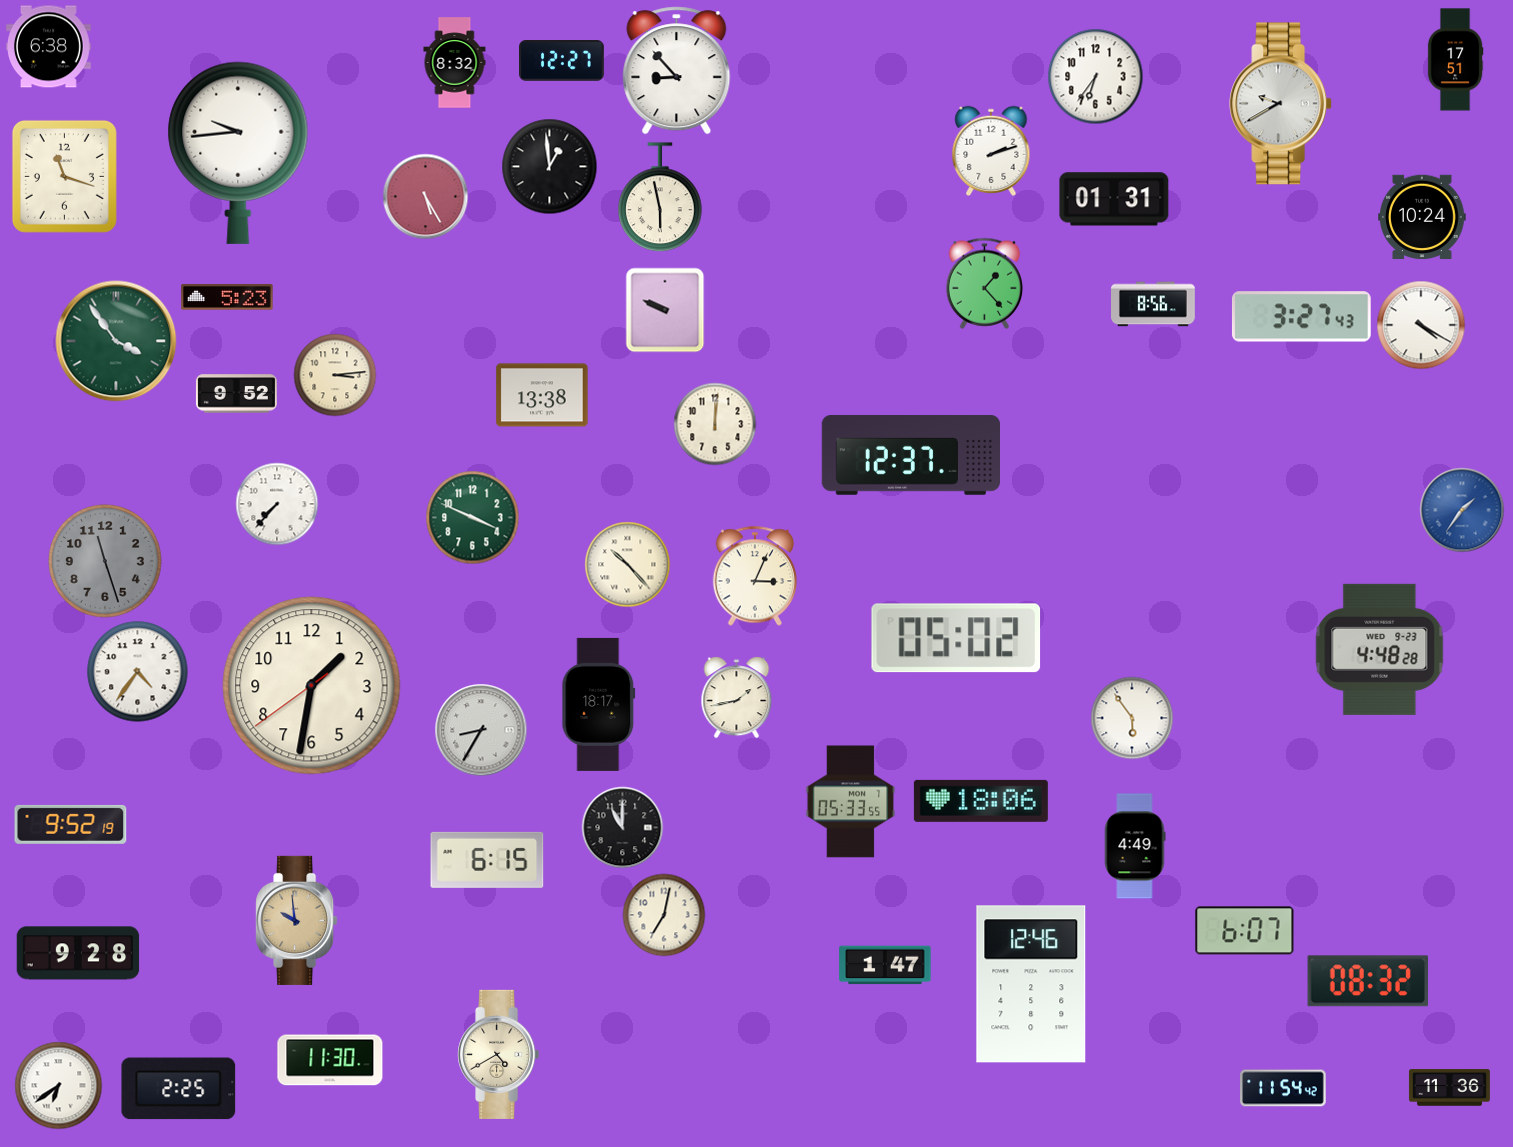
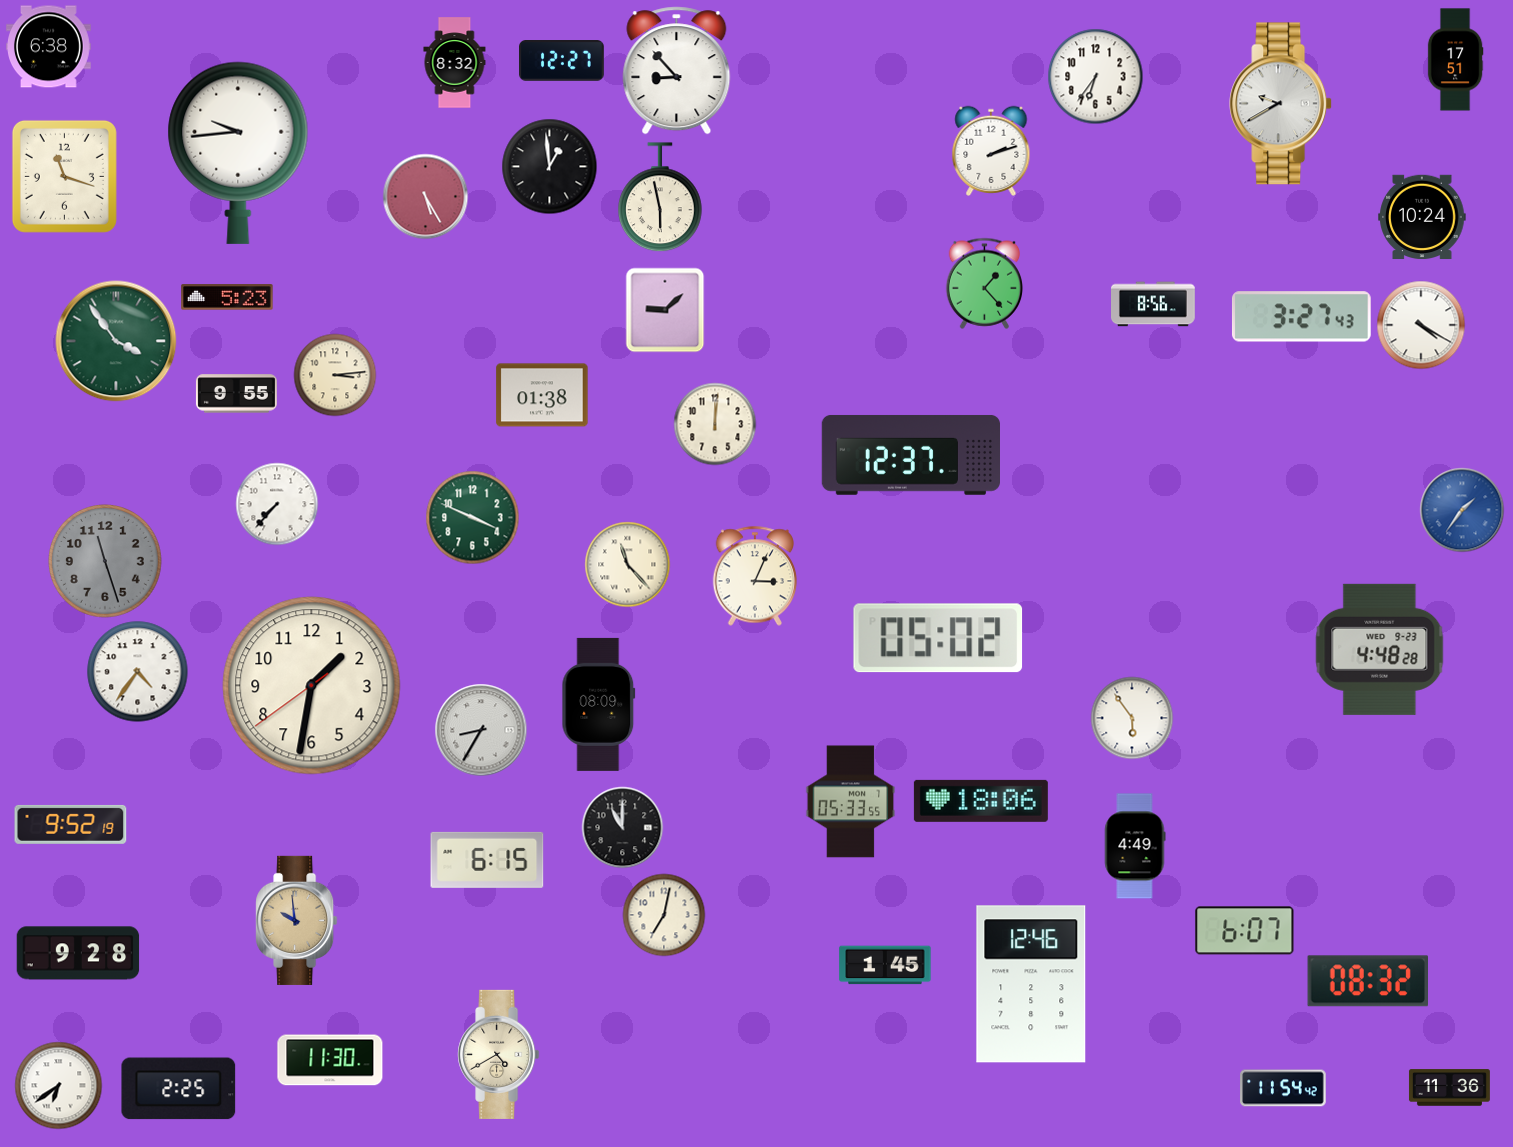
clock at (1114, 199): 01:31 -> none
clock at (665, 310): 9:49 -> 9:08
clock at (236, 394): 9:52 -> 9:55
clock at (542, 395): 13:38 -> 01:38
clock at (627, 564): 10:23 -> 11:23
clock at (956, 638) position: (956, 638) -> (938, 638)
clock at (737, 697): 1:43 -> none
clock at (599, 704): 18:17 -> 08:09
clock at (885, 965): 1:47 -> 1:45
